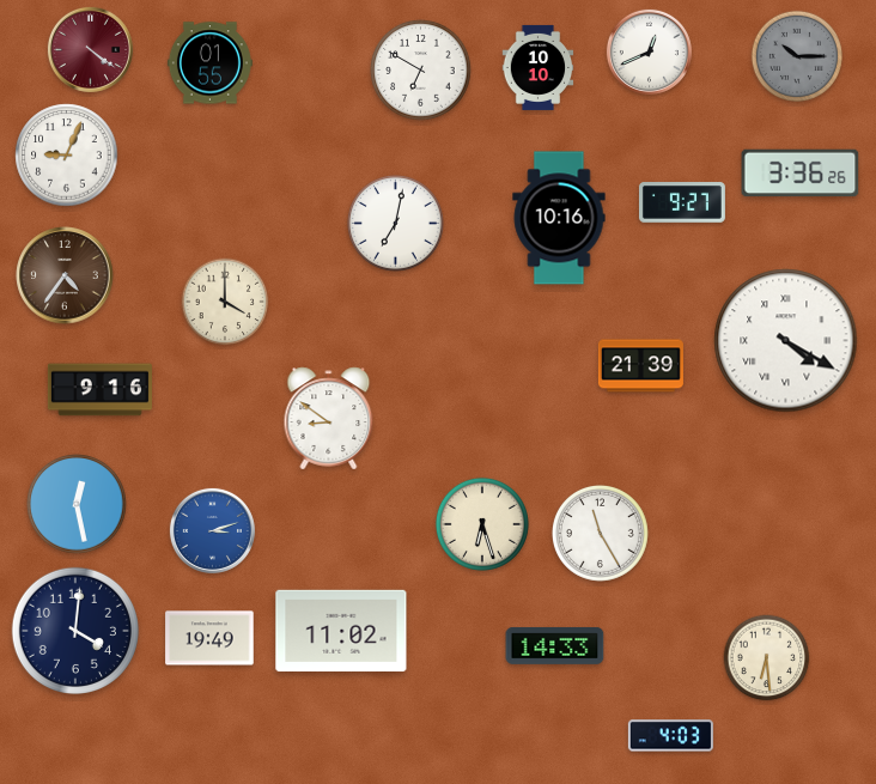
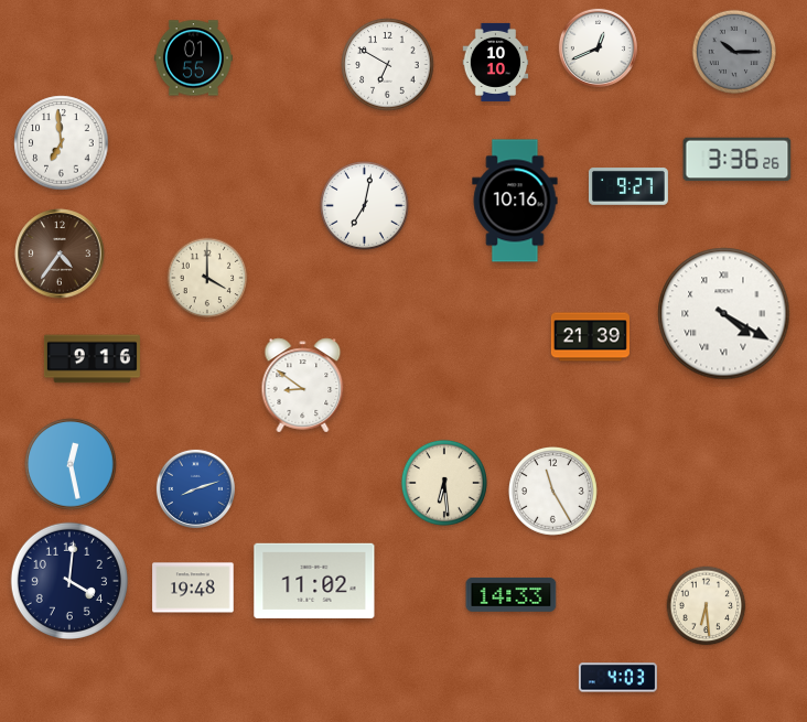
clock at (90, 49): 4:21 -> none
clock at (67, 156): 9:04 -> 6:59
clock at (482, 524): 6:27 -> 6:29
clock at (212, 530): 3:12 -> 8:12
clock at (209, 638): 19:49 -> 19:48
